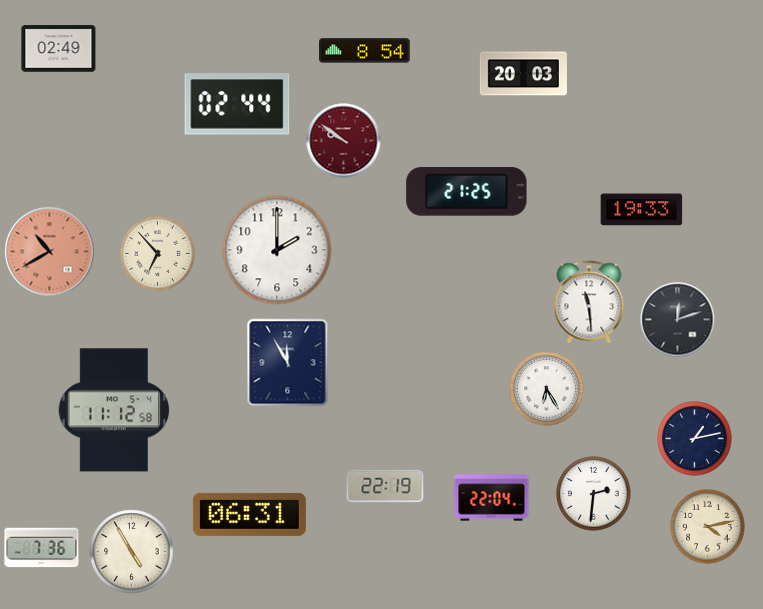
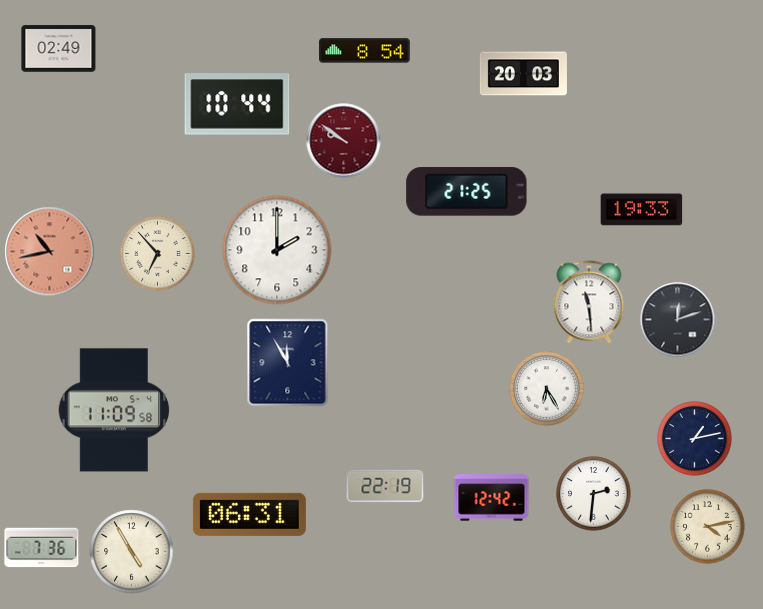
clock at (237, 104): 02:44 -> 10:44
clock at (50, 252): 10:40 -> 10:43
clock at (113, 410): 11:12 -> 11:09
clock at (492, 498): 22:04 -> 12:42
